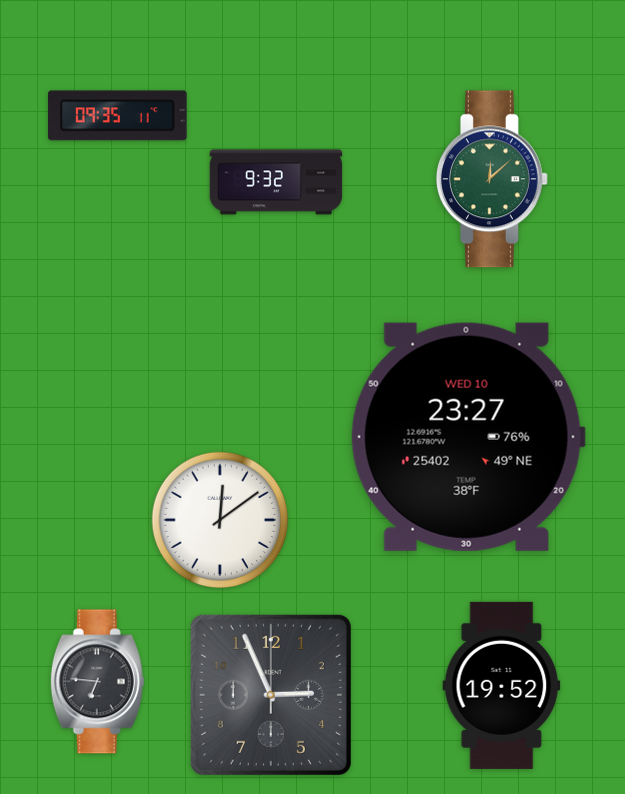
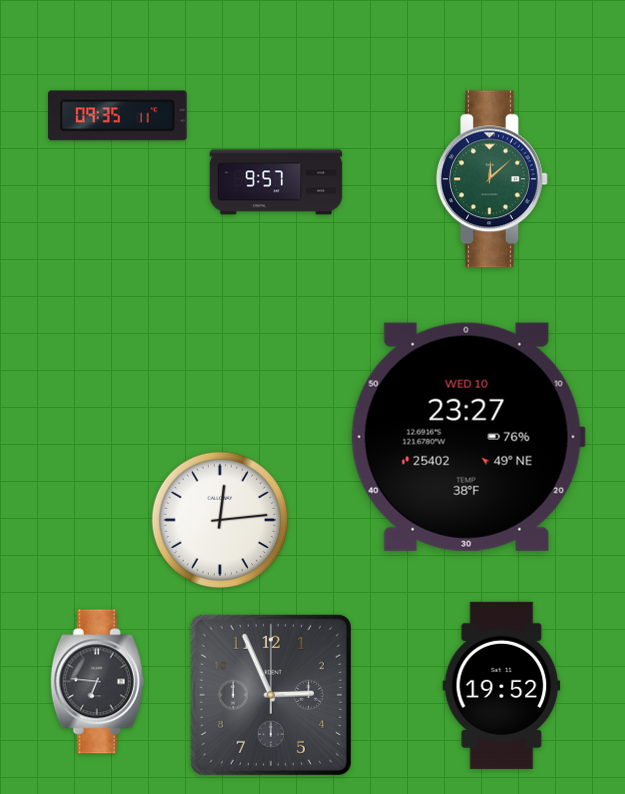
clock at (276, 182): 9:32 -> 9:57
clock at (220, 520): 12:09 -> 12:14
